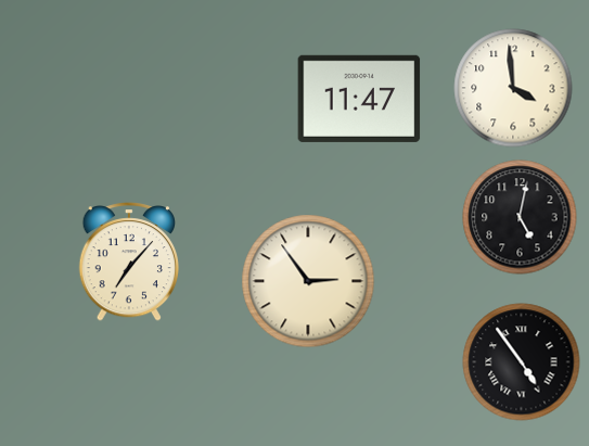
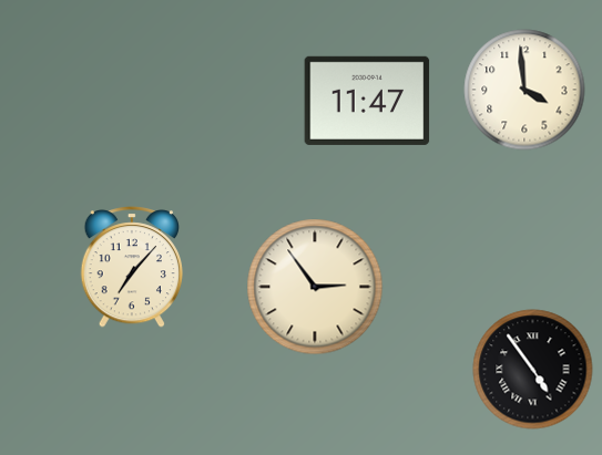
clock at (520, 217): 5:02 -> none
